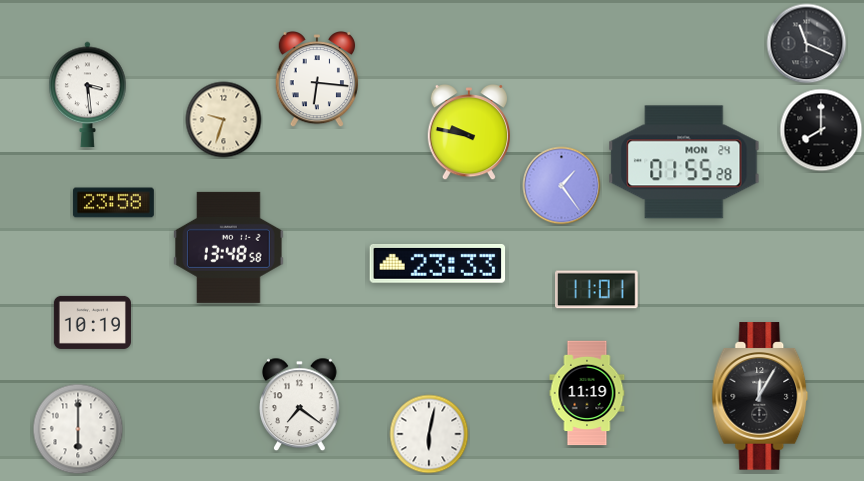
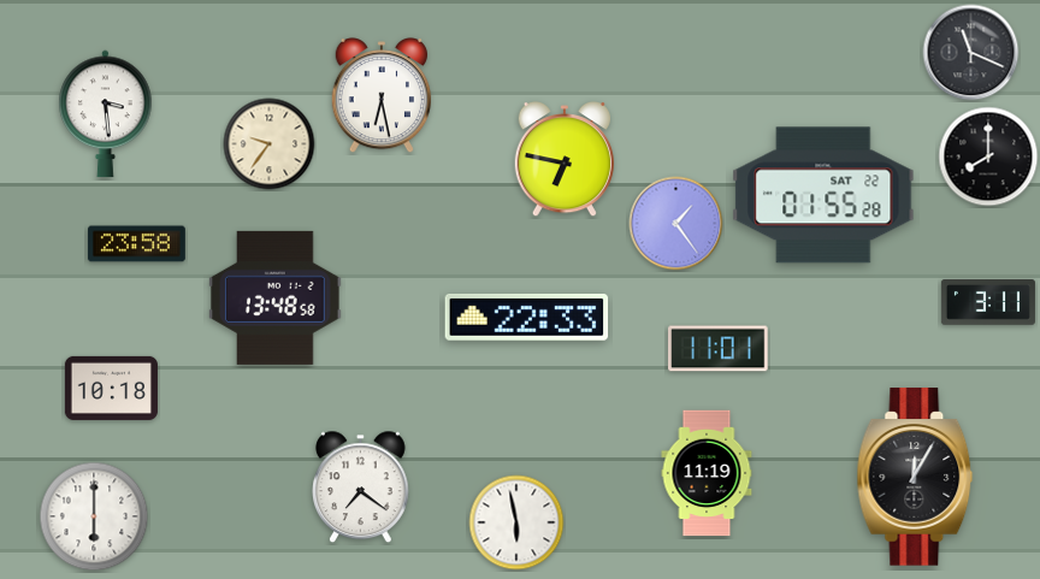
clock at (316, 79): 6:16 -> 6:28
clock at (224, 120): 9:33 -> 9:36
clock at (468, 132): 9:47 -> 6:47
clock at (684, 162) date: MON 24 -> SAT 22
clock at (988, 302): none -> 3:11
clock at (438, 264): 23:33 -> 22:33
clock at (92, 322): 10:19 -> 10:18
clock at (429, 434): 6:02 -> 5:58
